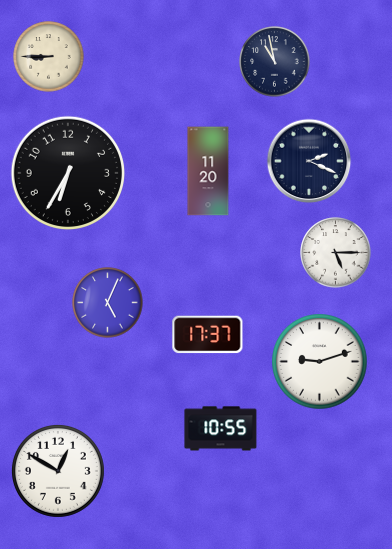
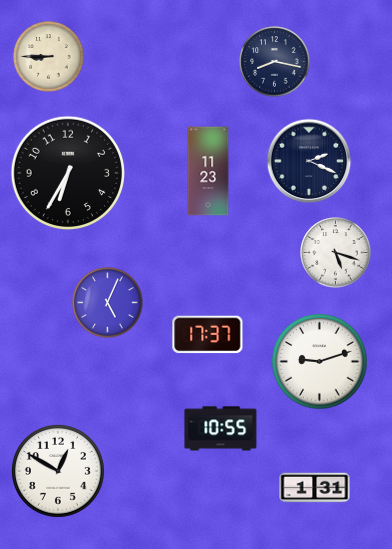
clock at (275, 62): 10:58 -> 8:17
clock at (208, 171): 11:20 -> 11:23
clock at (336, 253): 5:15 -> 5:18
clock at (315, 488): none -> 1:31
